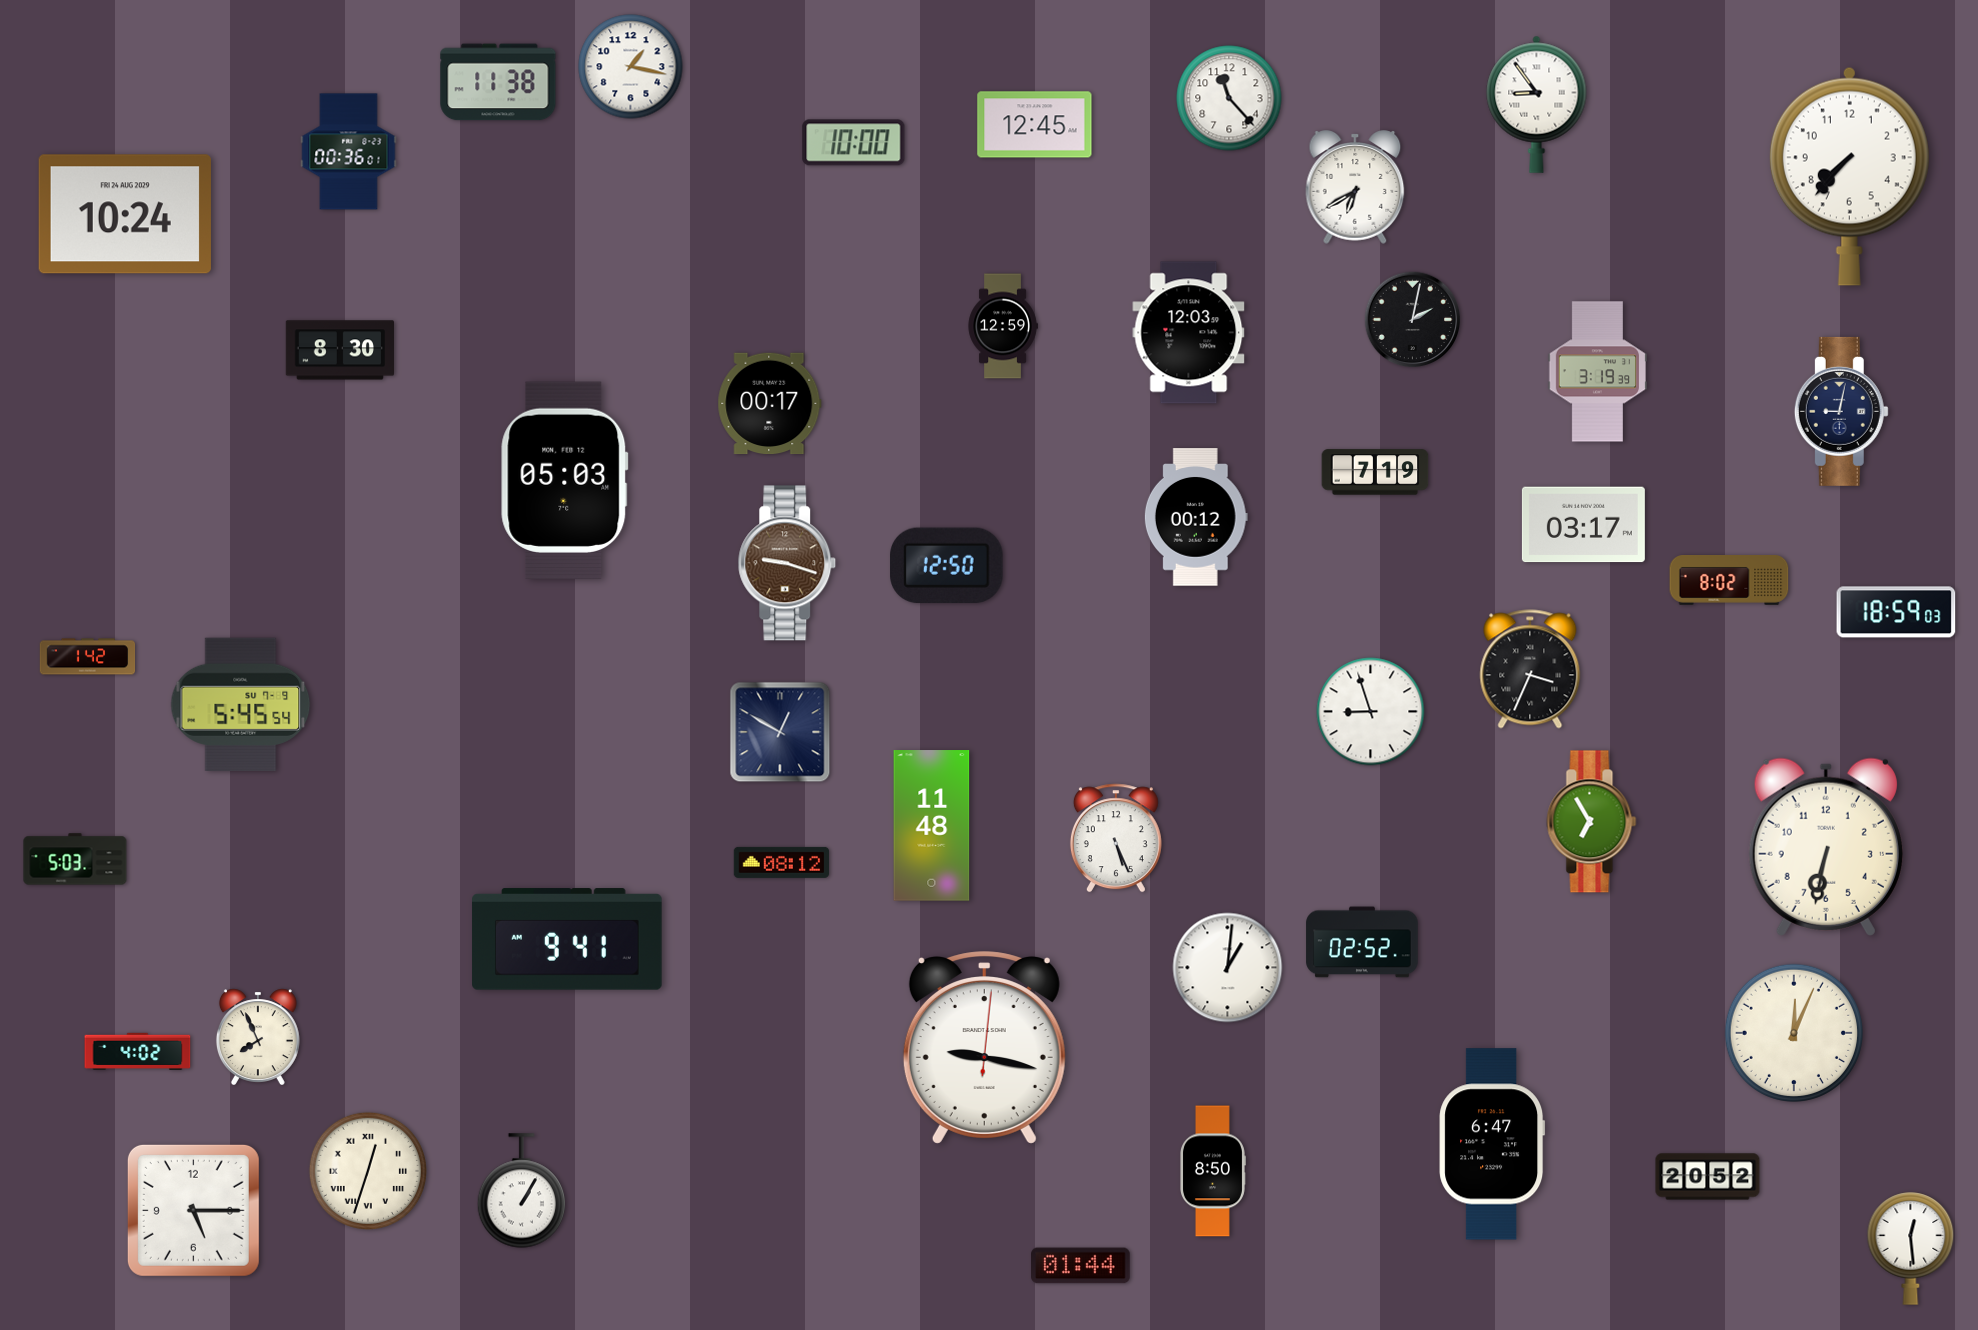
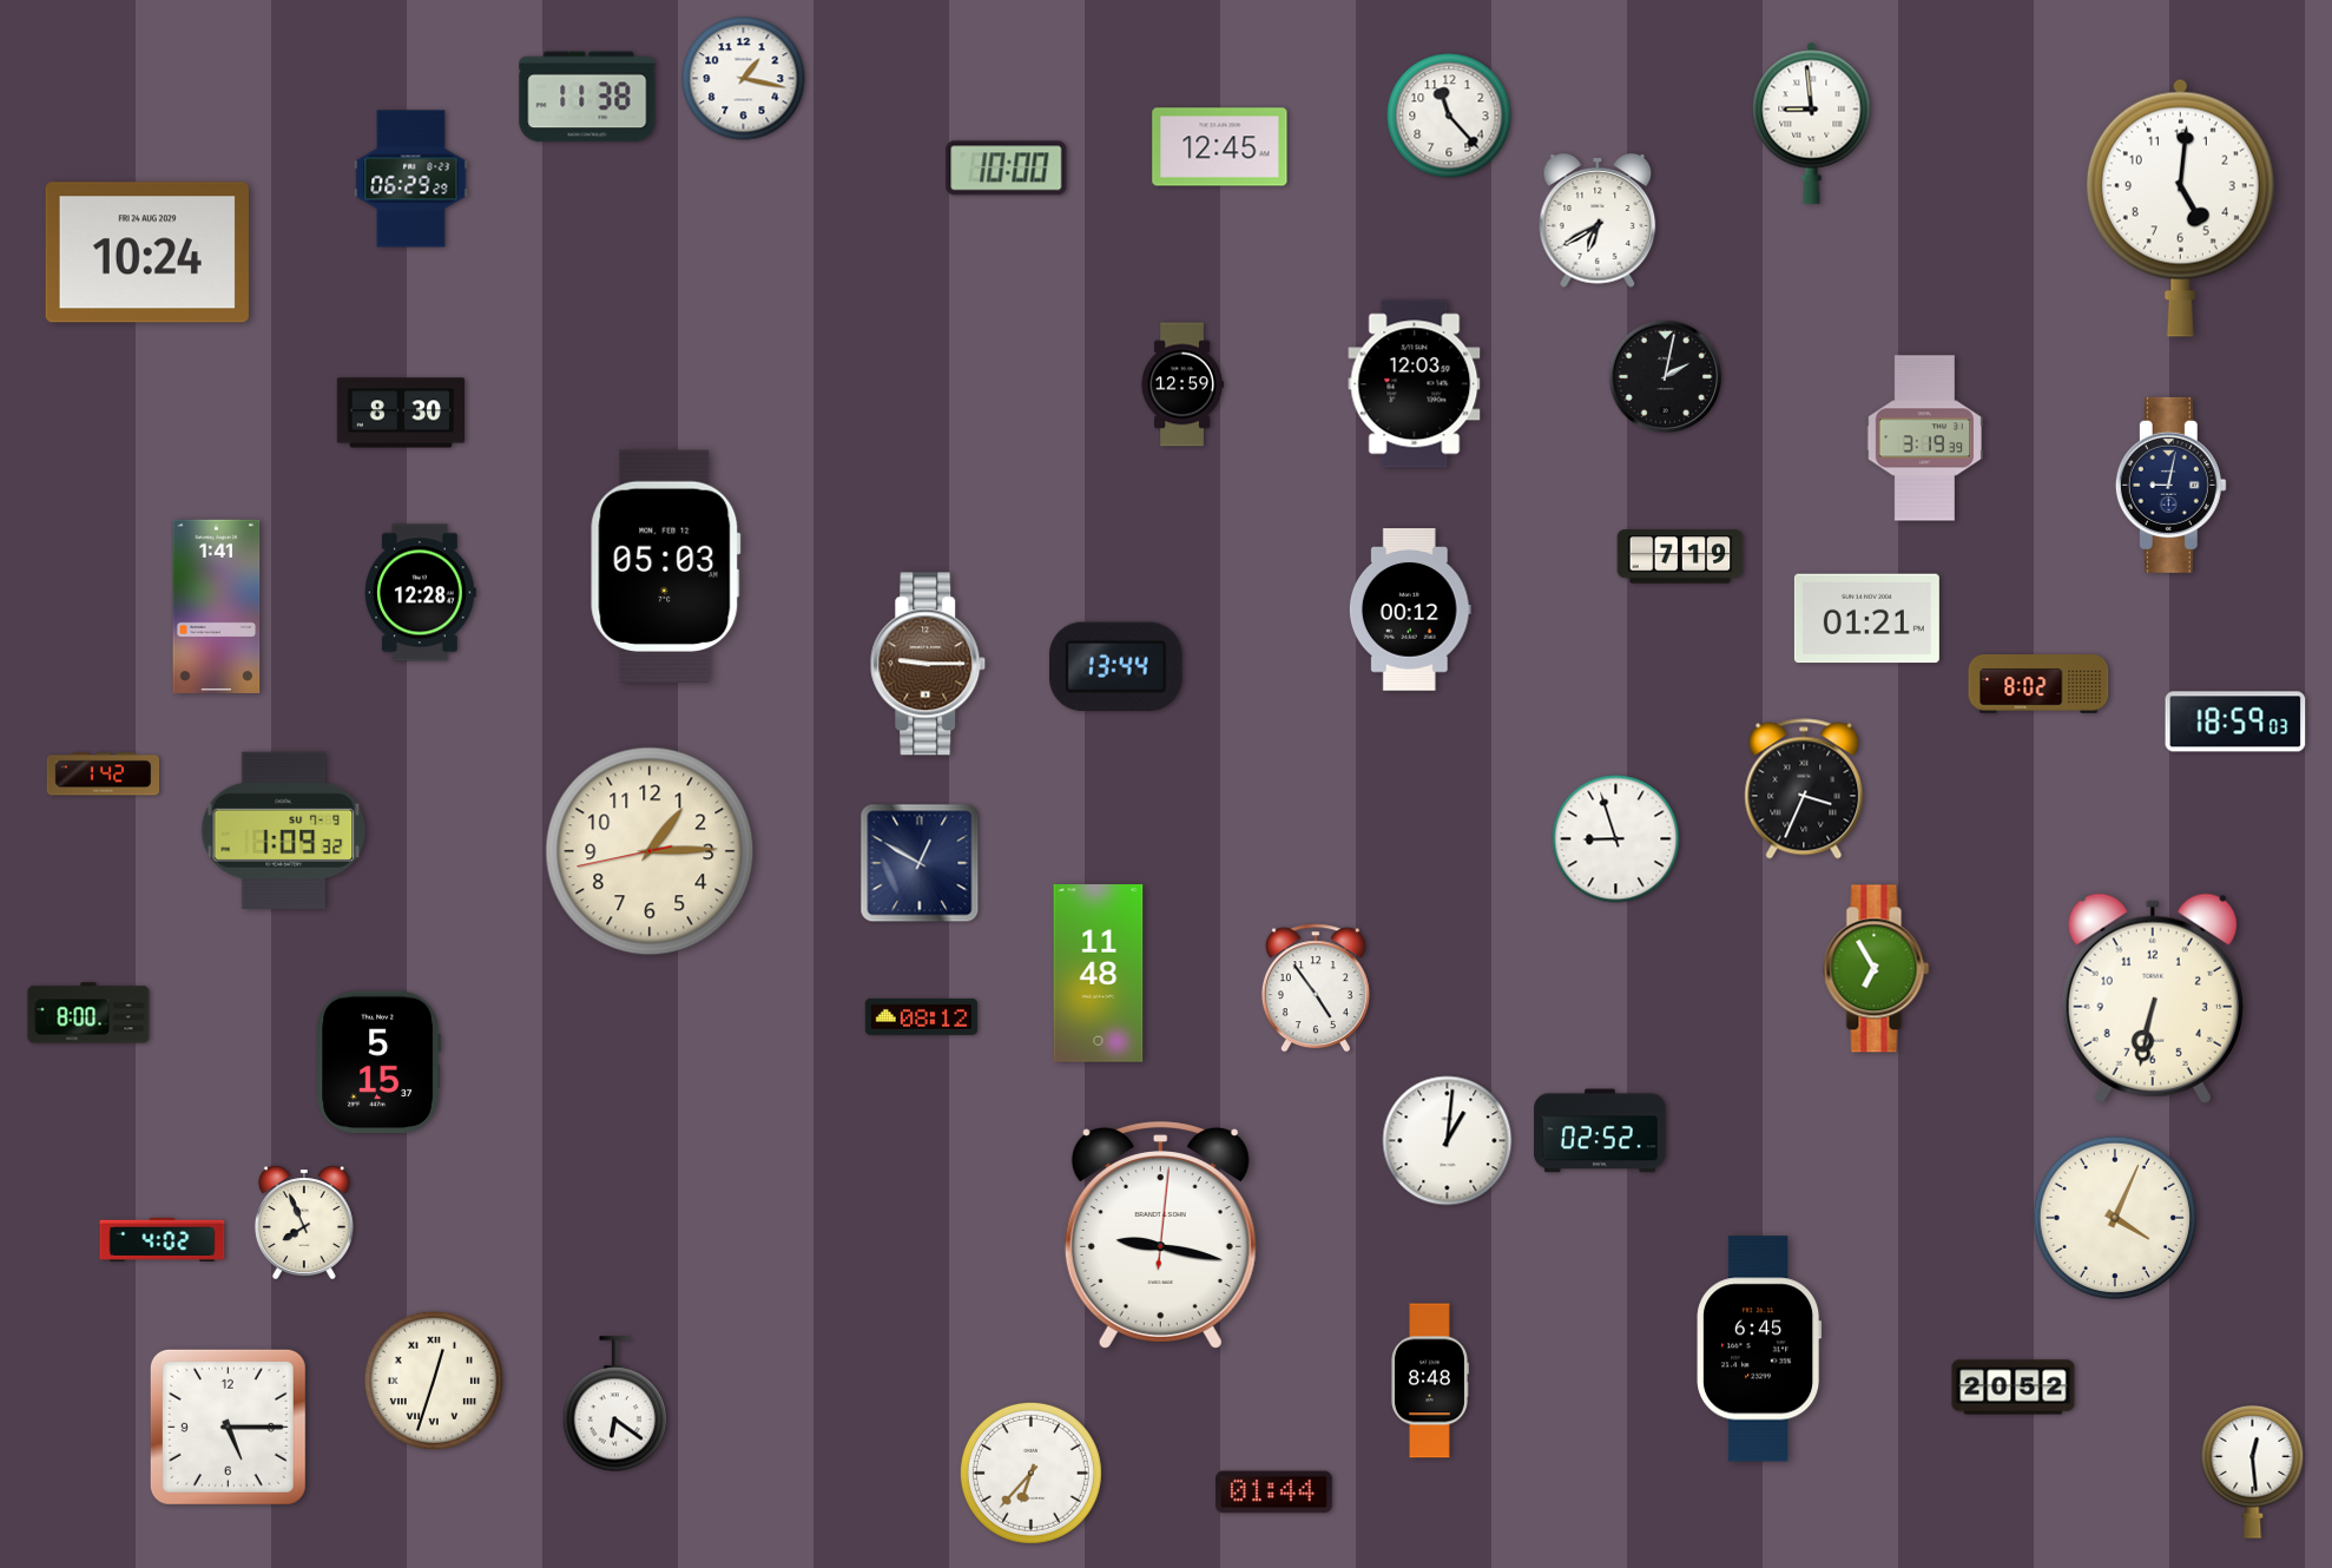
clock at (1537, 104): 8:54 -> 8:59
clock at (349, 152): 00:36 -> 06:29
clock at (1849, 176): 7:37 -> 5:01
clock at (1189, 333) position: (1189, 333) -> (1415, 384)
clock at (1598, 372) position: (1598, 372) -> (1925, 439)
clock at (770, 404): 00:17 -> none
clock at (1375, 472) position: (1375, 472) -> (1680, 556)
clock at (421, 593): none -> 12:28
clock at (217, 606): none -> 1:41
clock at (1583, 525): 03:17 -> 01:21
clock at (787, 563): 9:18 -> 9:15
clock at (947, 566): 12:50 -> 13:44
clock at (241, 704): 5:45 -> 1:09
clock at (650, 851): none -> 1:14
clock at (1116, 838): 5:26 -> 4:54
clock at (75, 859): 5:03 -> 8:00
clock at (378, 1062): none -> 5:15
clock at (567, 939): 9:41 -> none
clock at (1362, 942) position: (1362, 942) -> (1600, 1131)
clock at (1794, 1033): 12:04 -> 4:04
clock at (1492, 1144): 6:47 -> 6:45
clock at (1213, 1171): 8:50 -> 8:48
clock at (522, 1191): 1:05 -> 6:21
clock at (1030, 1473): none -> 6:37
